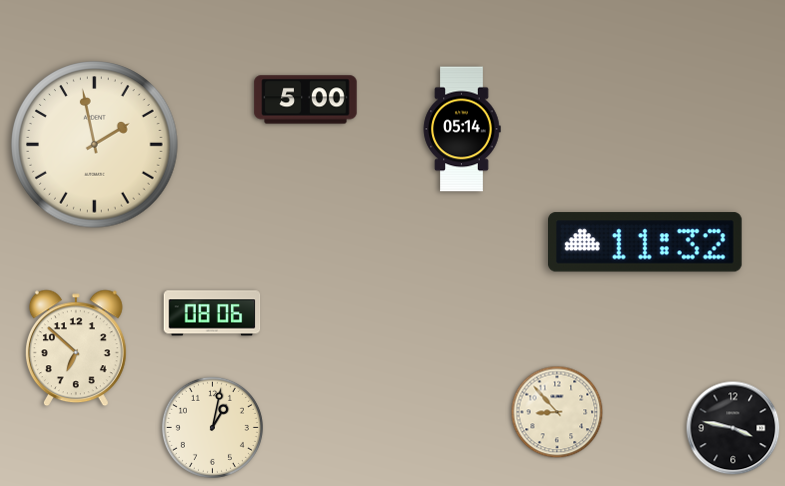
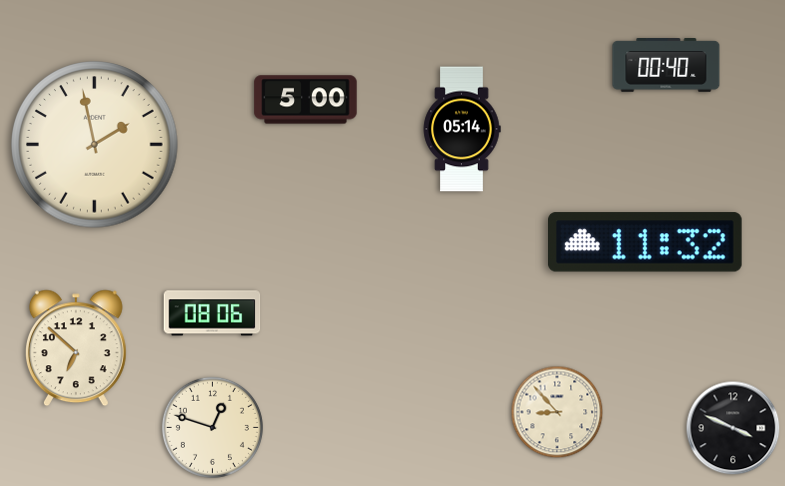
clock at (666, 66): none -> 00:40
clock at (212, 427): 1:02 -> 12:48
clock at (733, 428): 3:47 -> 3:49
